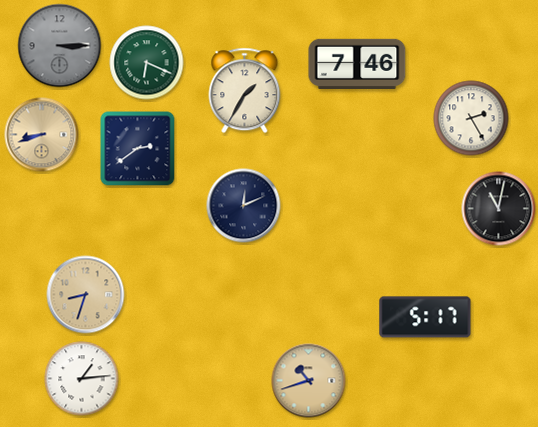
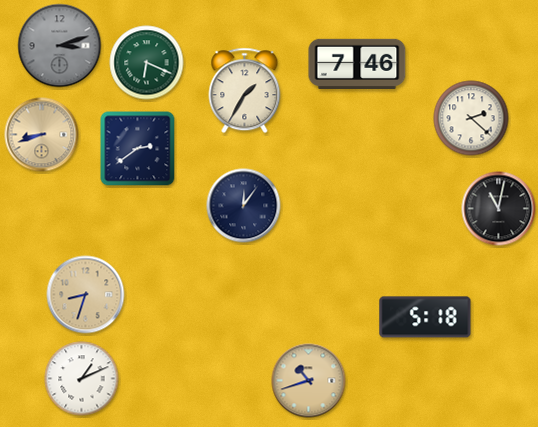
clock at (60, 46): 3:15 -> 3:12
clock at (471, 118): 2:25 -> 2:22
clock at (244, 206): 12:11 -> 12:06
clock at (425, 317): 5:17 -> 5:18
clock at (82, 379): 1:14 -> 1:11
